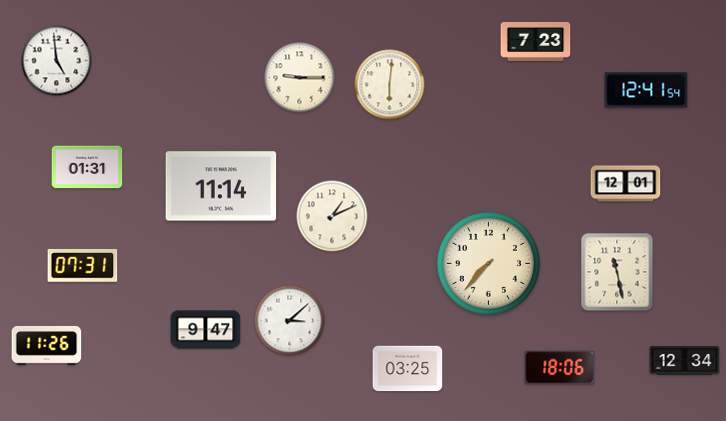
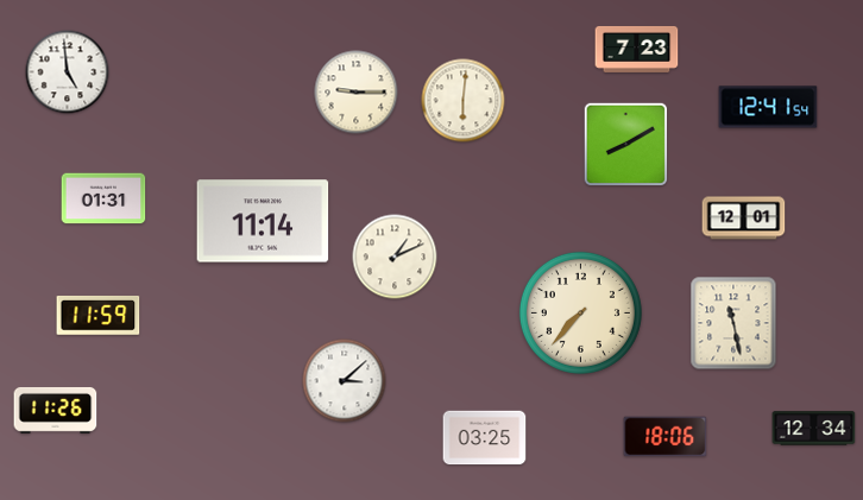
clock at (625, 144): none -> 8:10
clock at (83, 265): 07:31 -> 11:59
clock at (206, 330): 9:47 -> none
